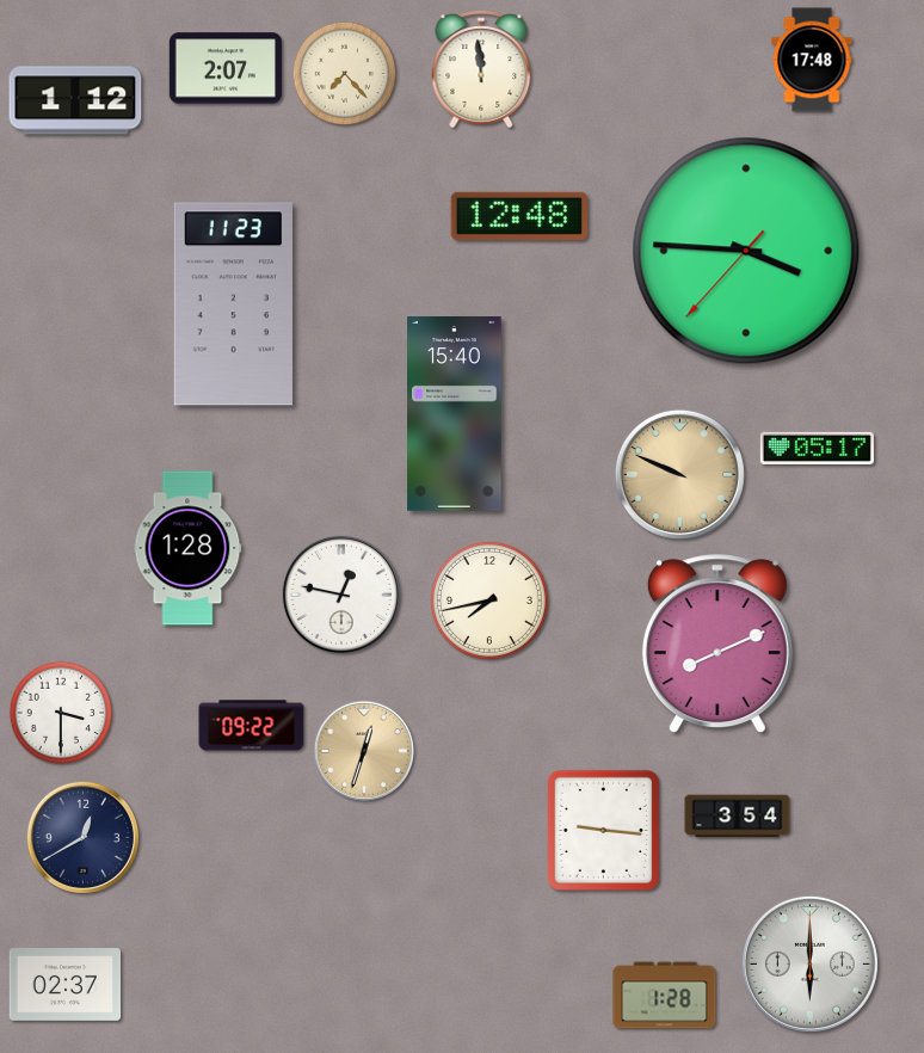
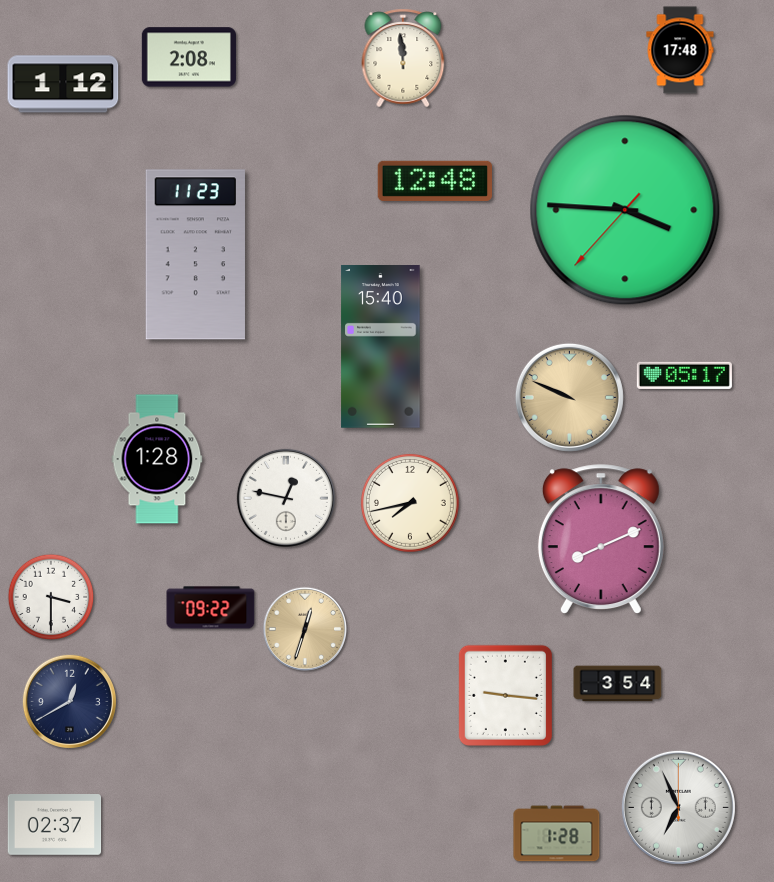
clock at (226, 68): 2:07 -> 2:08
clock at (345, 74): 7:23 -> none
clock at (809, 963): 6:00 -> 6:56
